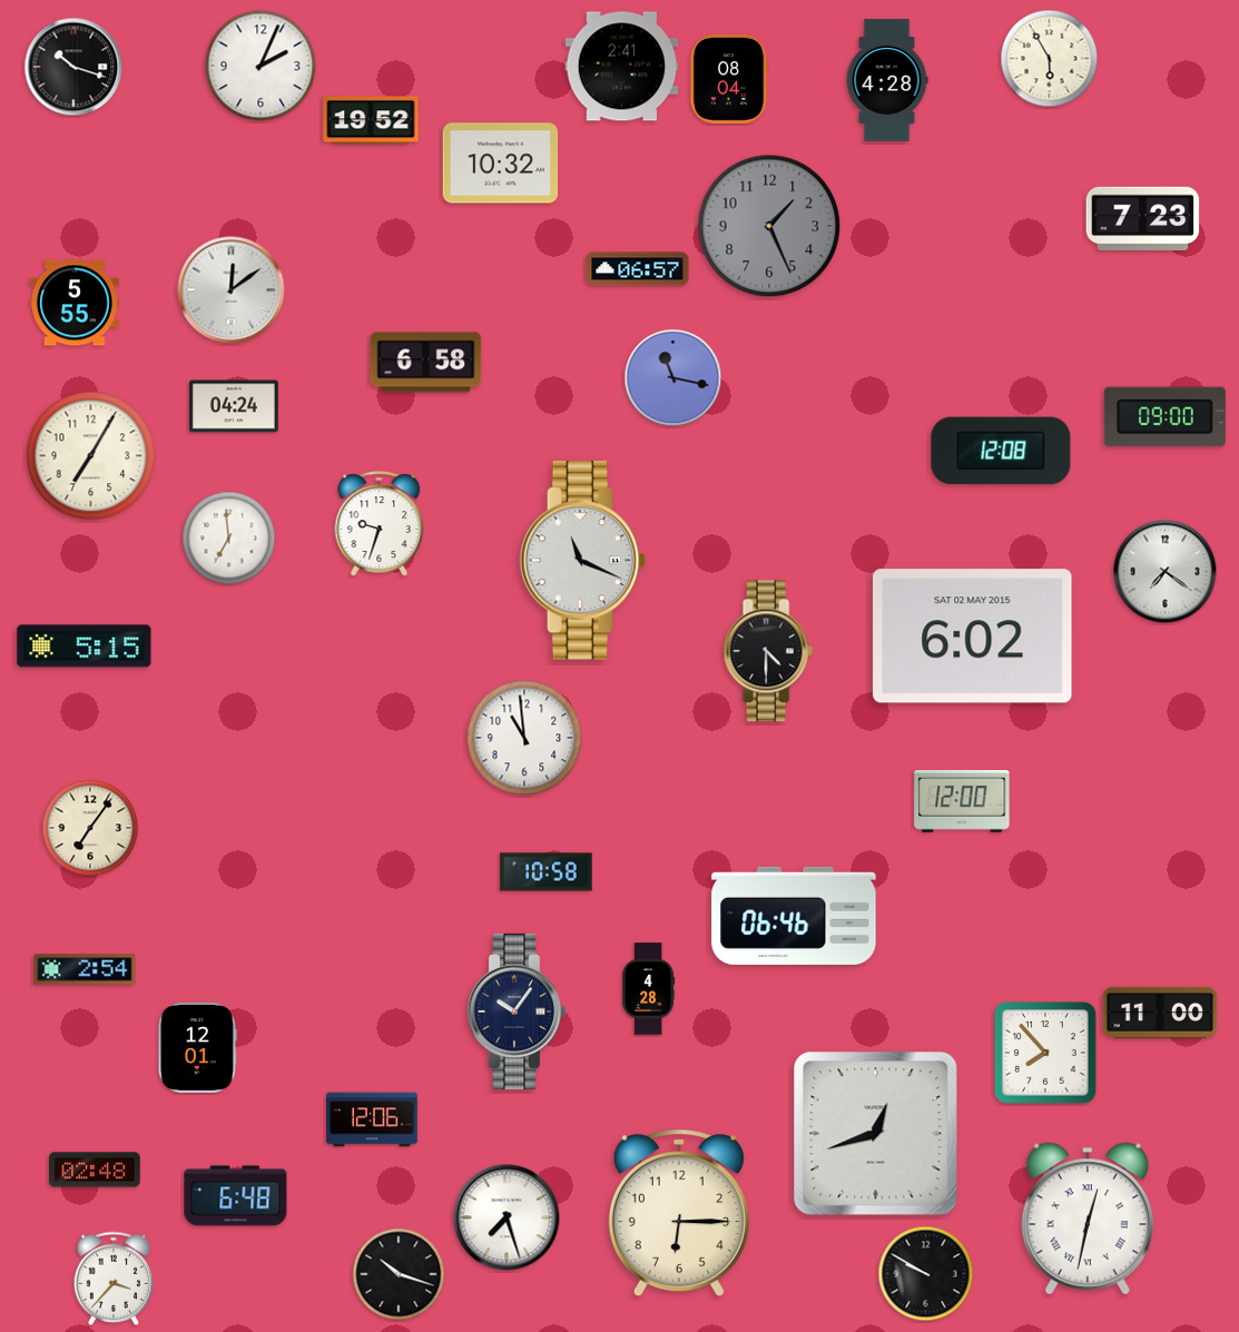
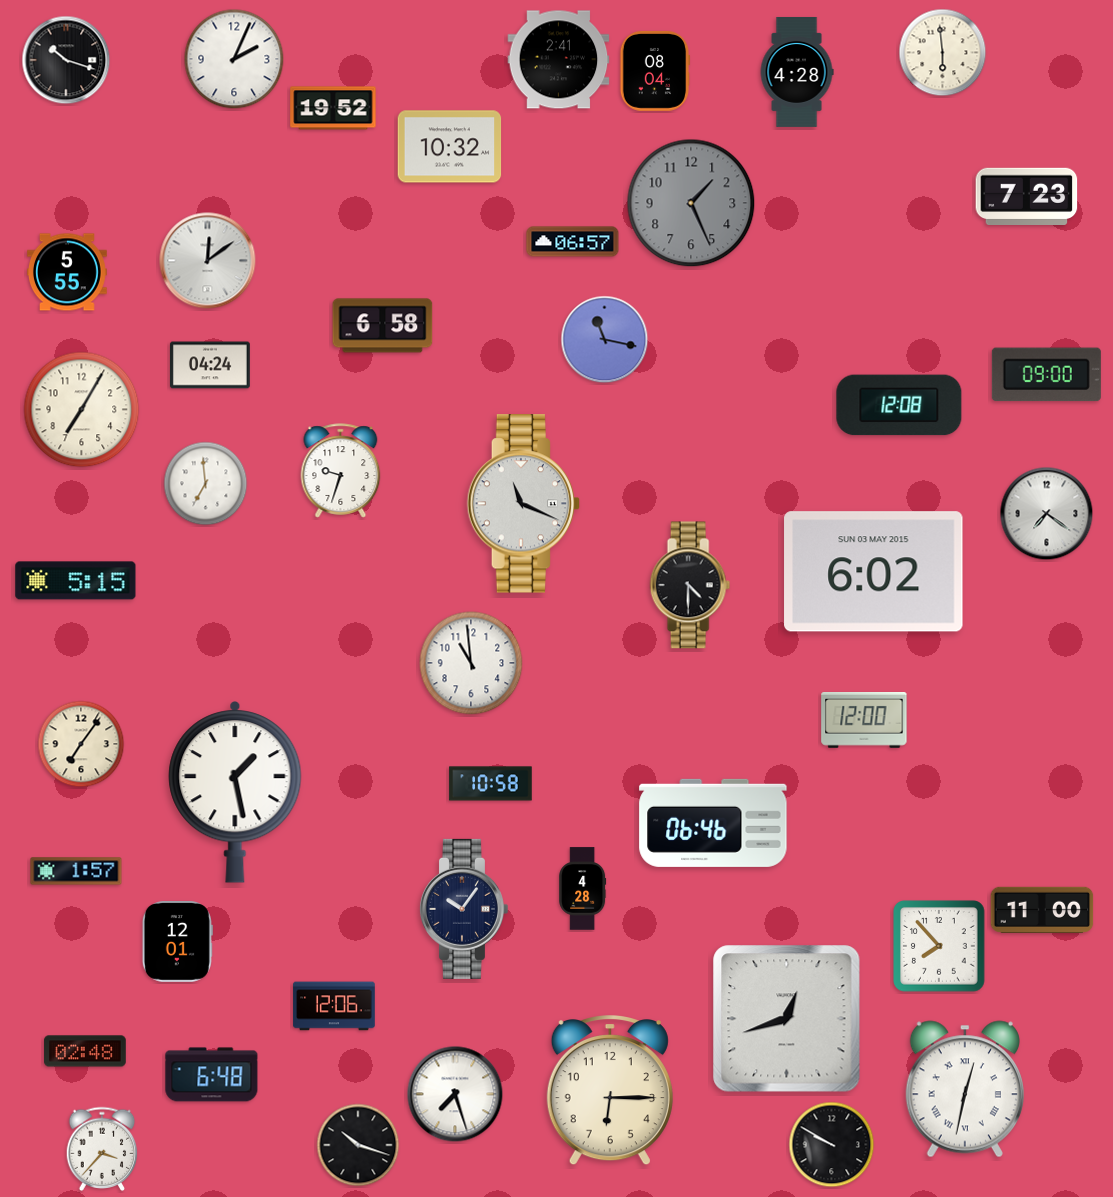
clock at (1050, 59): 5:55 -> 5:59
clock at (973, 637) date: SAT 02 MAY 2015 -> SUN 03 MAY 2015
clock at (235, 792): none -> 1:28
clock at (85, 969): 2:54 -> 1:57
clock at (1088, 1218) position: (1088, 1218) -> (965, 1089)
